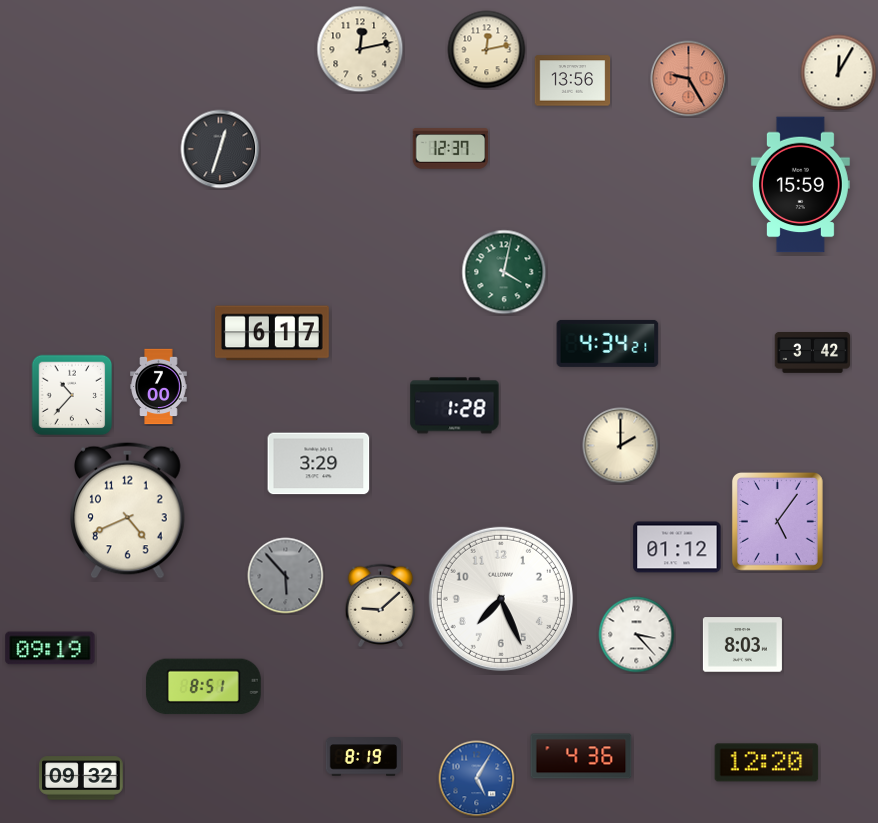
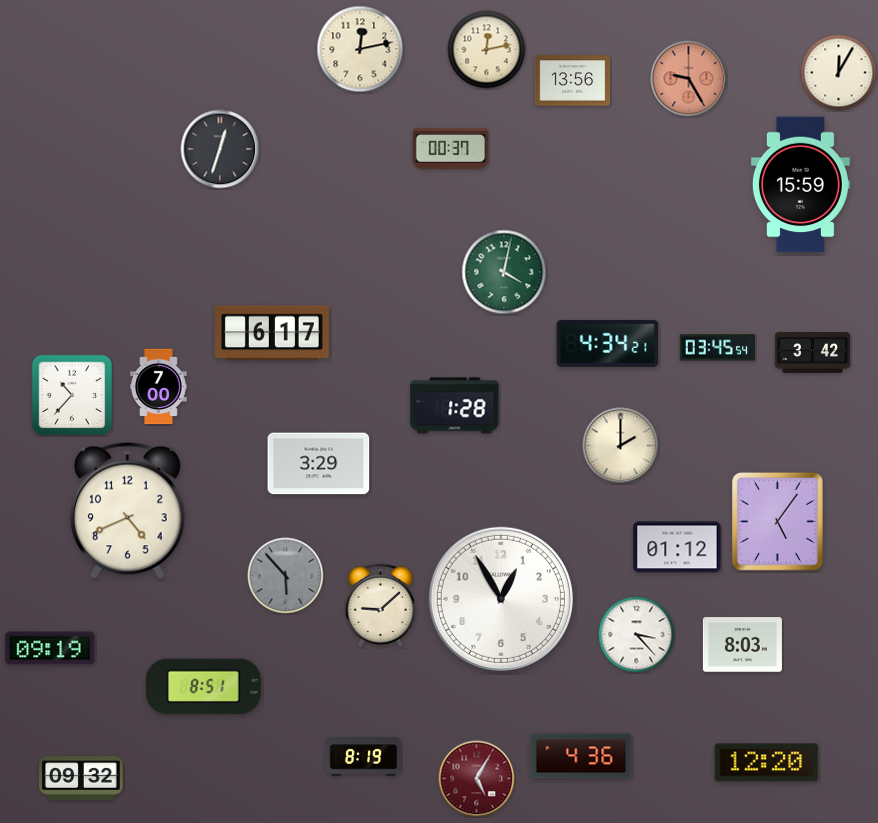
clock at (451, 149): 12:37 -> 00:37
clock at (718, 348): none -> 03:45
clock at (501, 599): 7:26 -> 12:55
clock at (477, 779) dial: blue -> burgundy
